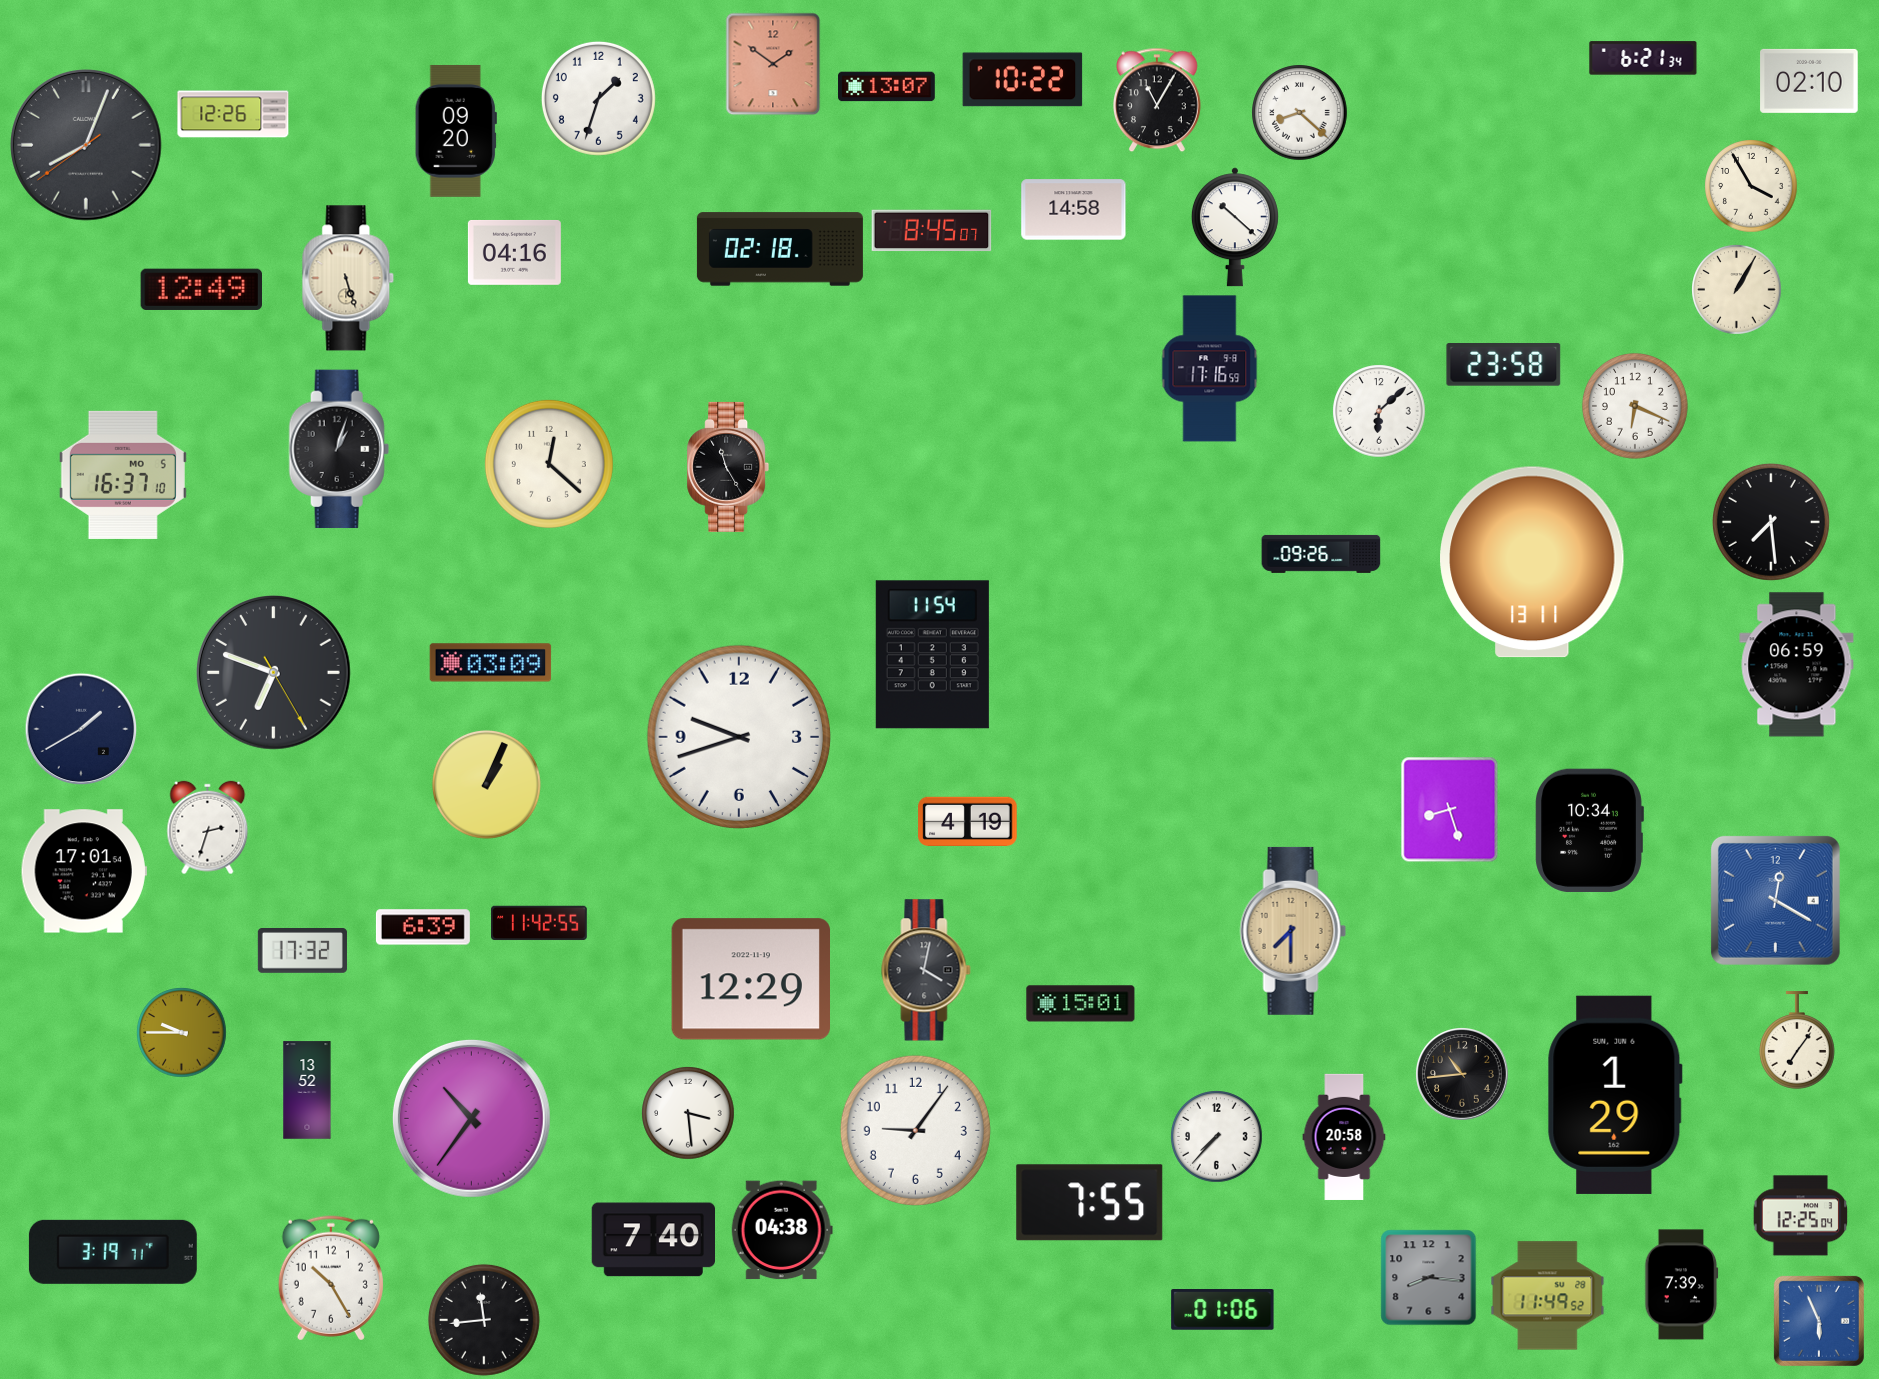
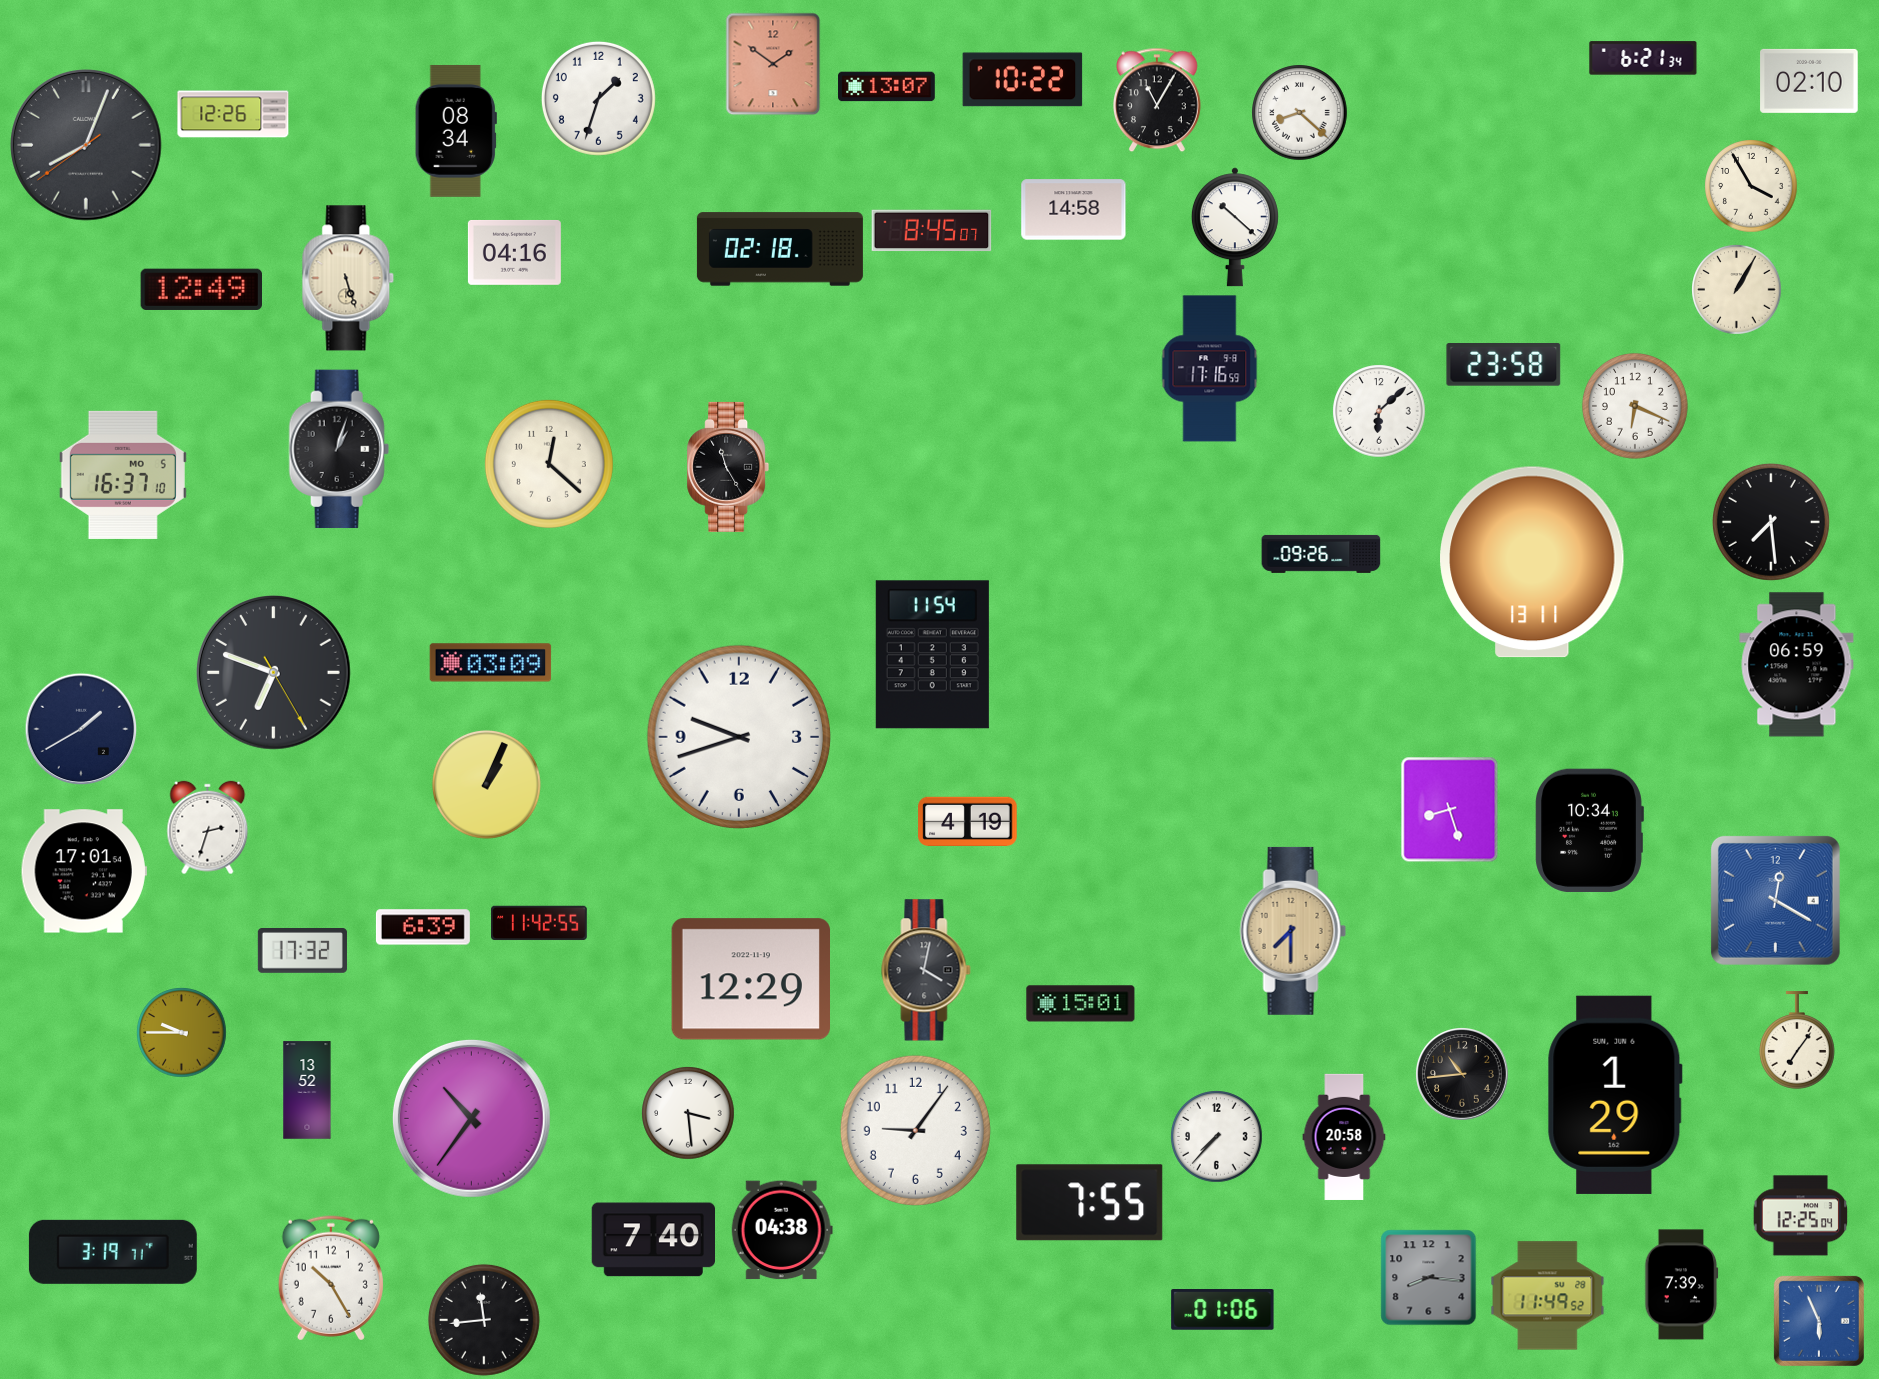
clock at (456, 131): 09:20 -> 08:34
